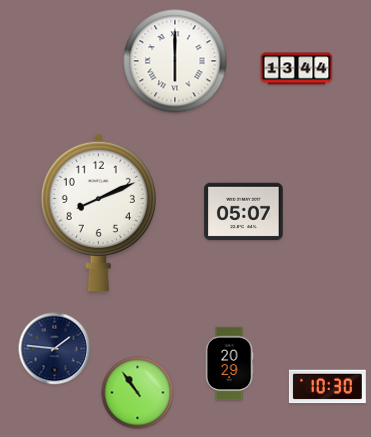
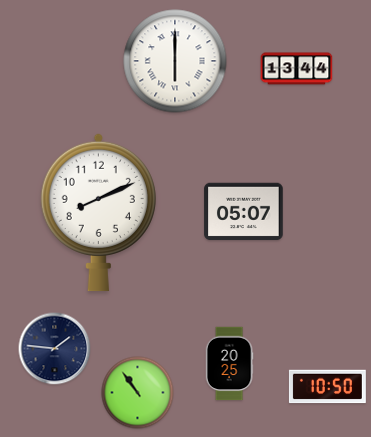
clock at (229, 364): 20:29 -> 20:25
clock at (327, 387): 10:30 -> 10:50
